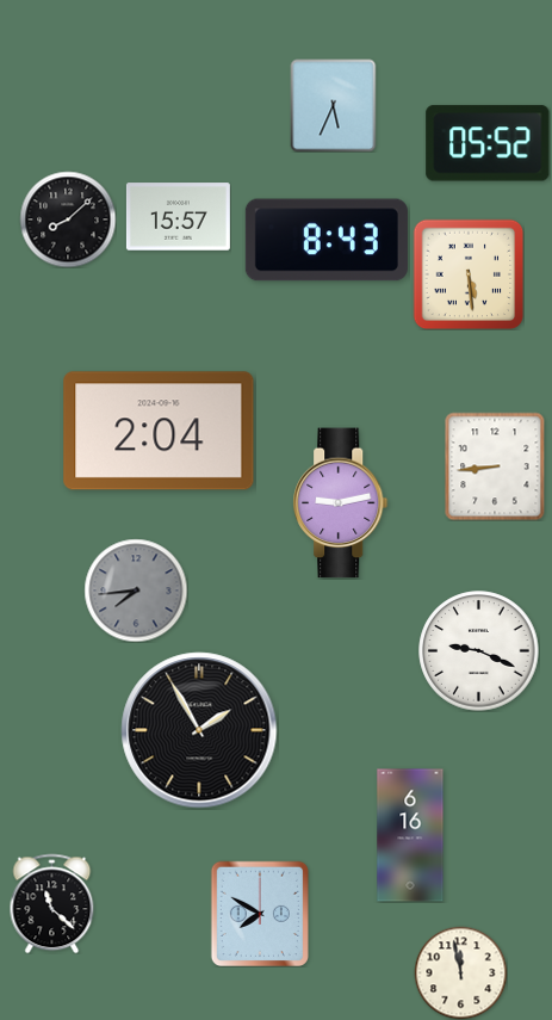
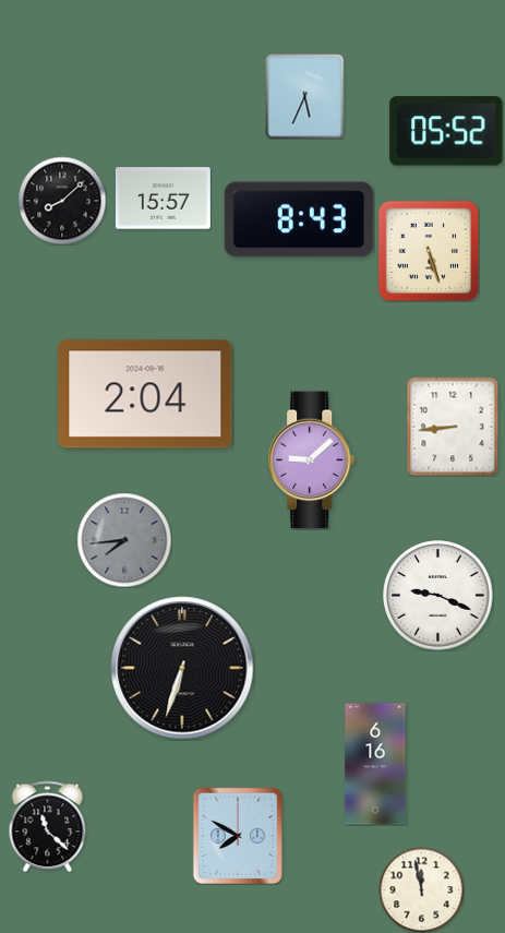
clock at (469, 274): 5:29 -> 5:27
clock at (341, 503): 9:13 -> 9:08
clock at (199, 730): 1:55 -> 6:33
